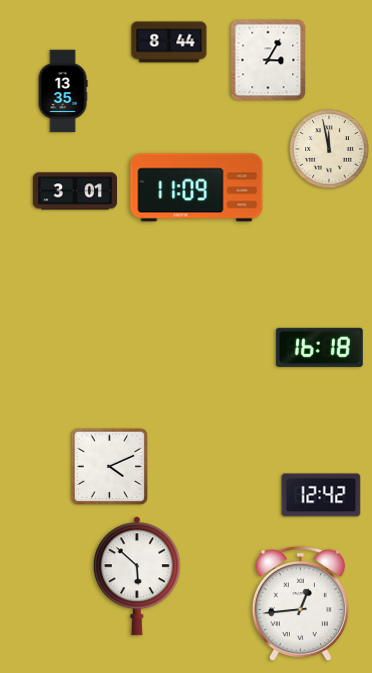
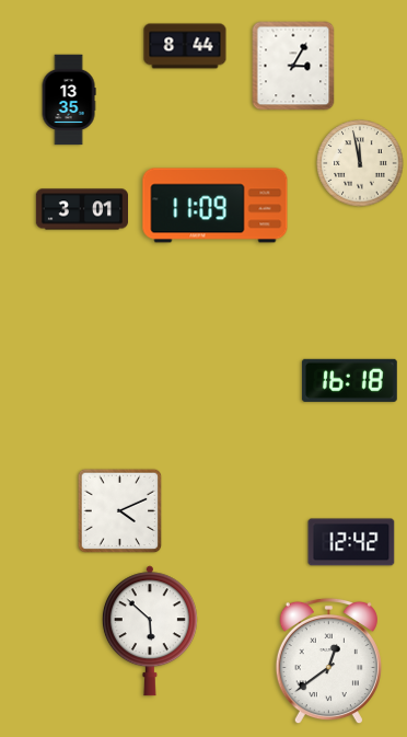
clock at (300, 604): 12:44 -> 12:39
